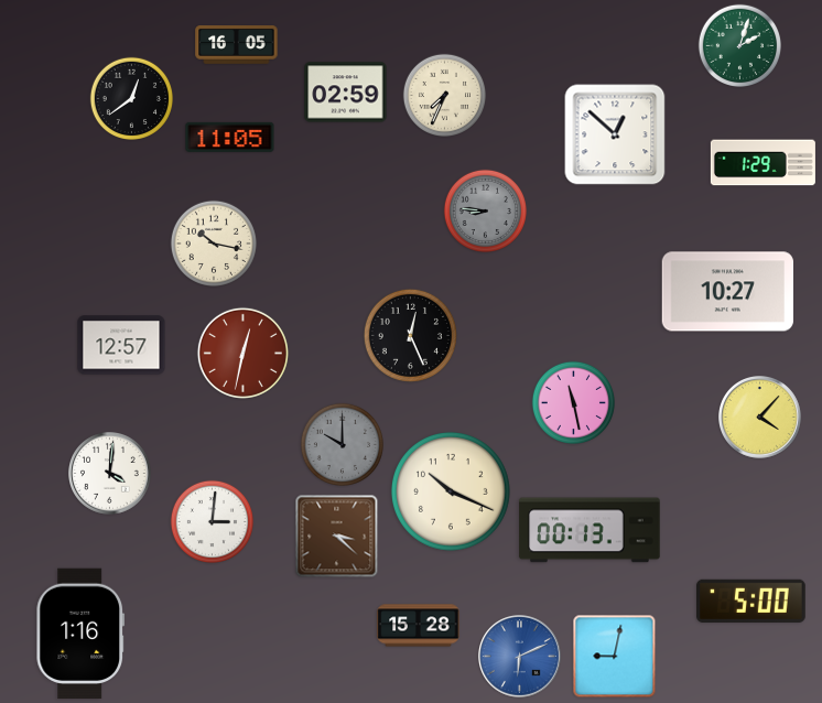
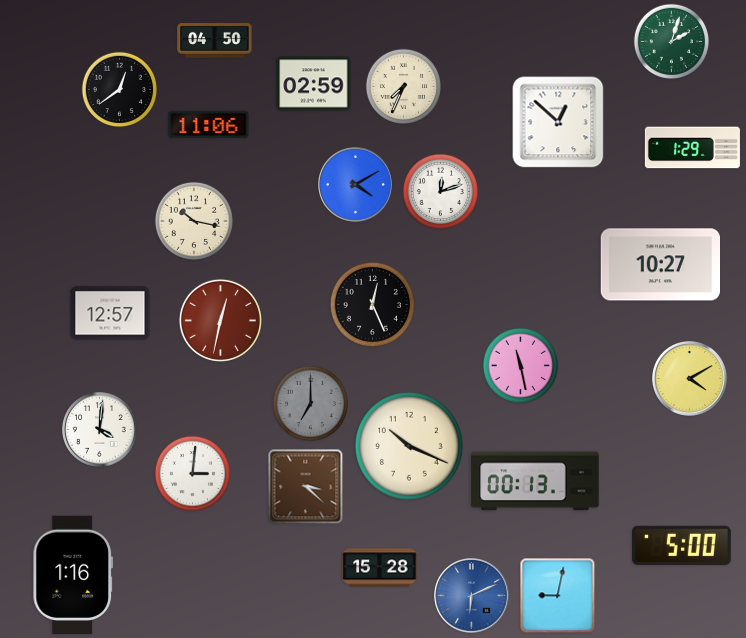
clock at (237, 45): 16:05 -> 04:50
clock at (230, 137): 11:05 -> 11:06
clock at (356, 185): none -> 4:10
clock at (485, 210): 8:46 -> 12:12
clock at (485, 210) dial: grey -> white
clock at (760, 418): 4:07 -> 4:10
clock at (342, 444): 10:00 -> 7:00
